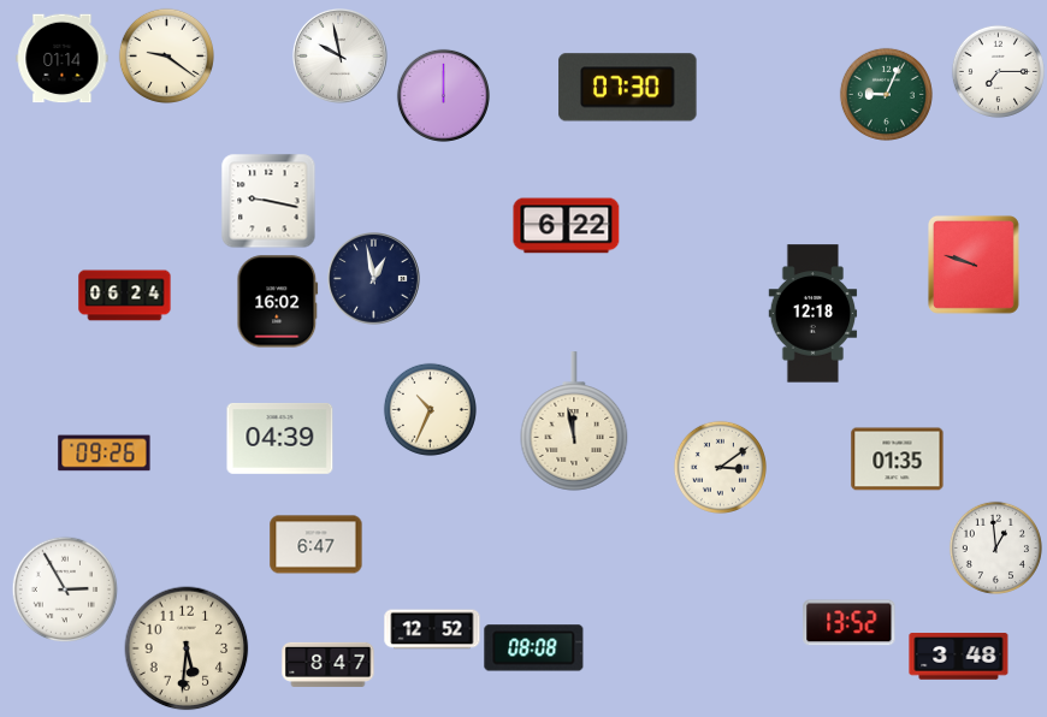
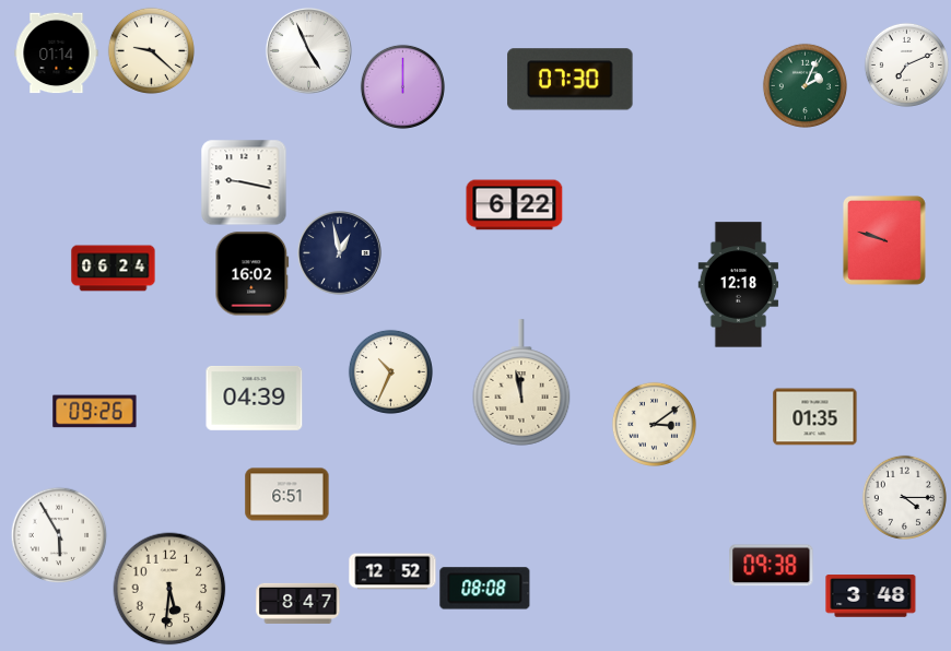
clock at (166, 55): 9:21 -> 9:22
clock at (339, 55): 9:58 -> 4:56
clock at (998, 71): 7:15 -> 7:11
clock at (886, 94): 9:04 -> 2:04
clock at (317, 545): 6:47 -> 6:51
clock at (995, 547): 12:59 -> 4:15
clock at (65, 589): 2:55 -> 5:55
clock at (850, 623): 13:52 -> 09:38
